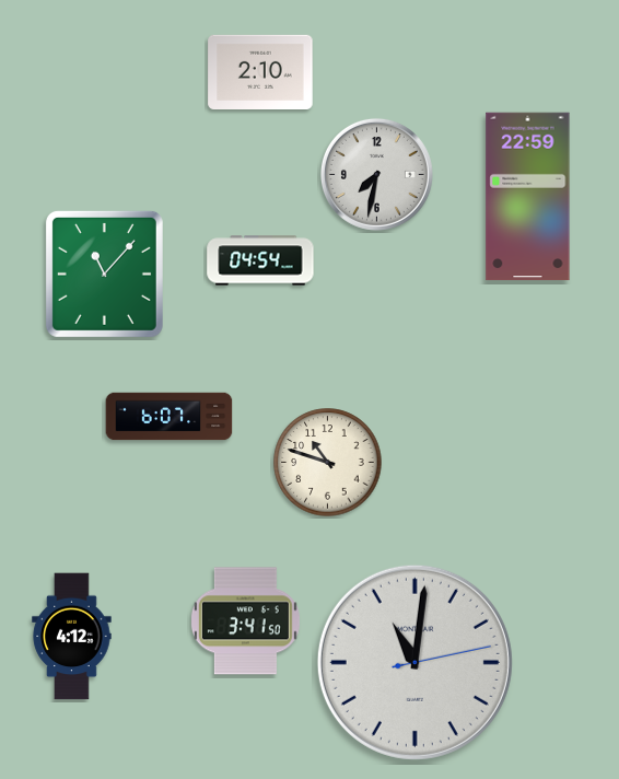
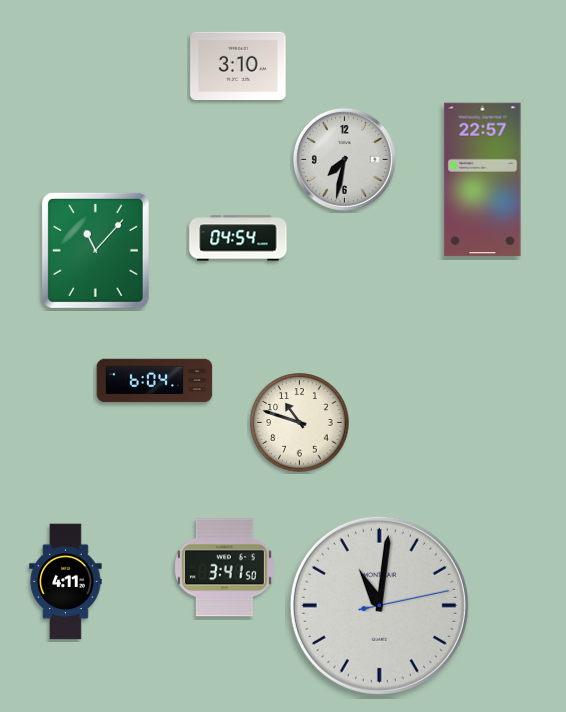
clock at (260, 71): 2:10 -> 3:10
clock at (528, 197): 22:59 -> 22:57
clock at (170, 417): 6:07 -> 6:04
clock at (72, 637): 4:12 -> 4:11
